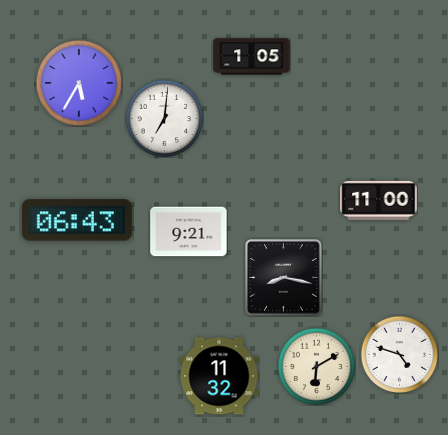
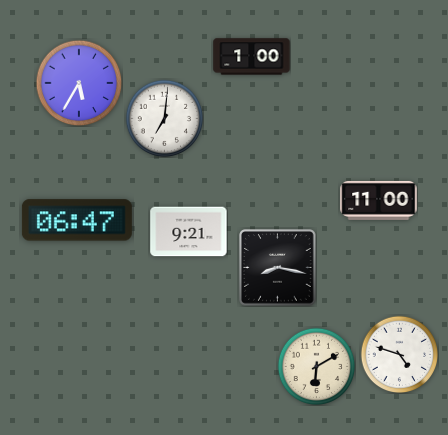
clock at (252, 57): 1:05 -> 1:00
clock at (77, 220): 06:43 -> 06:47
clock at (284, 278) position: (284, 278) -> (278, 268)
clock at (219, 376): 11:32 -> none
